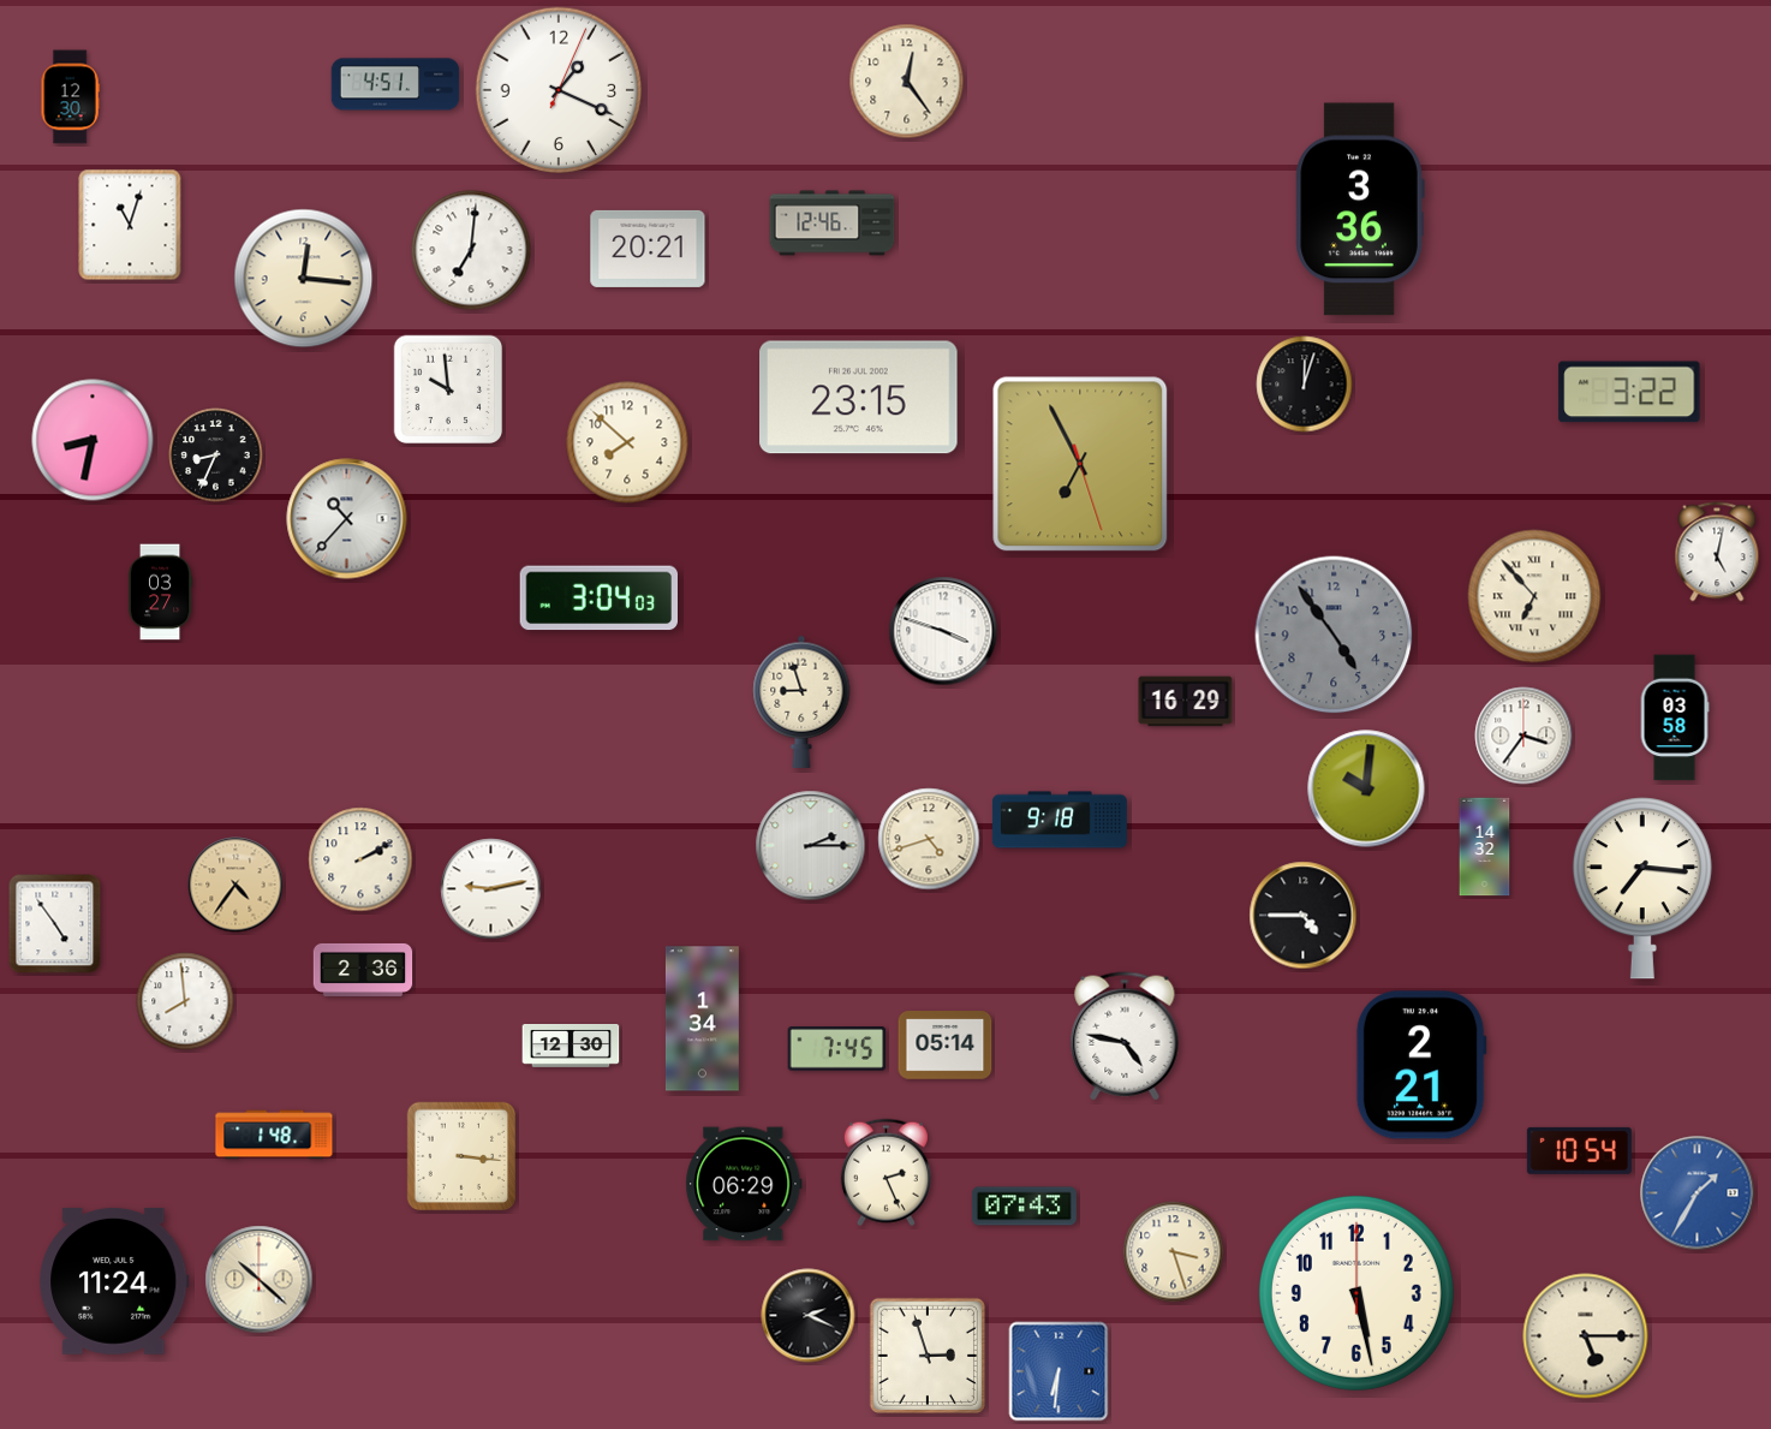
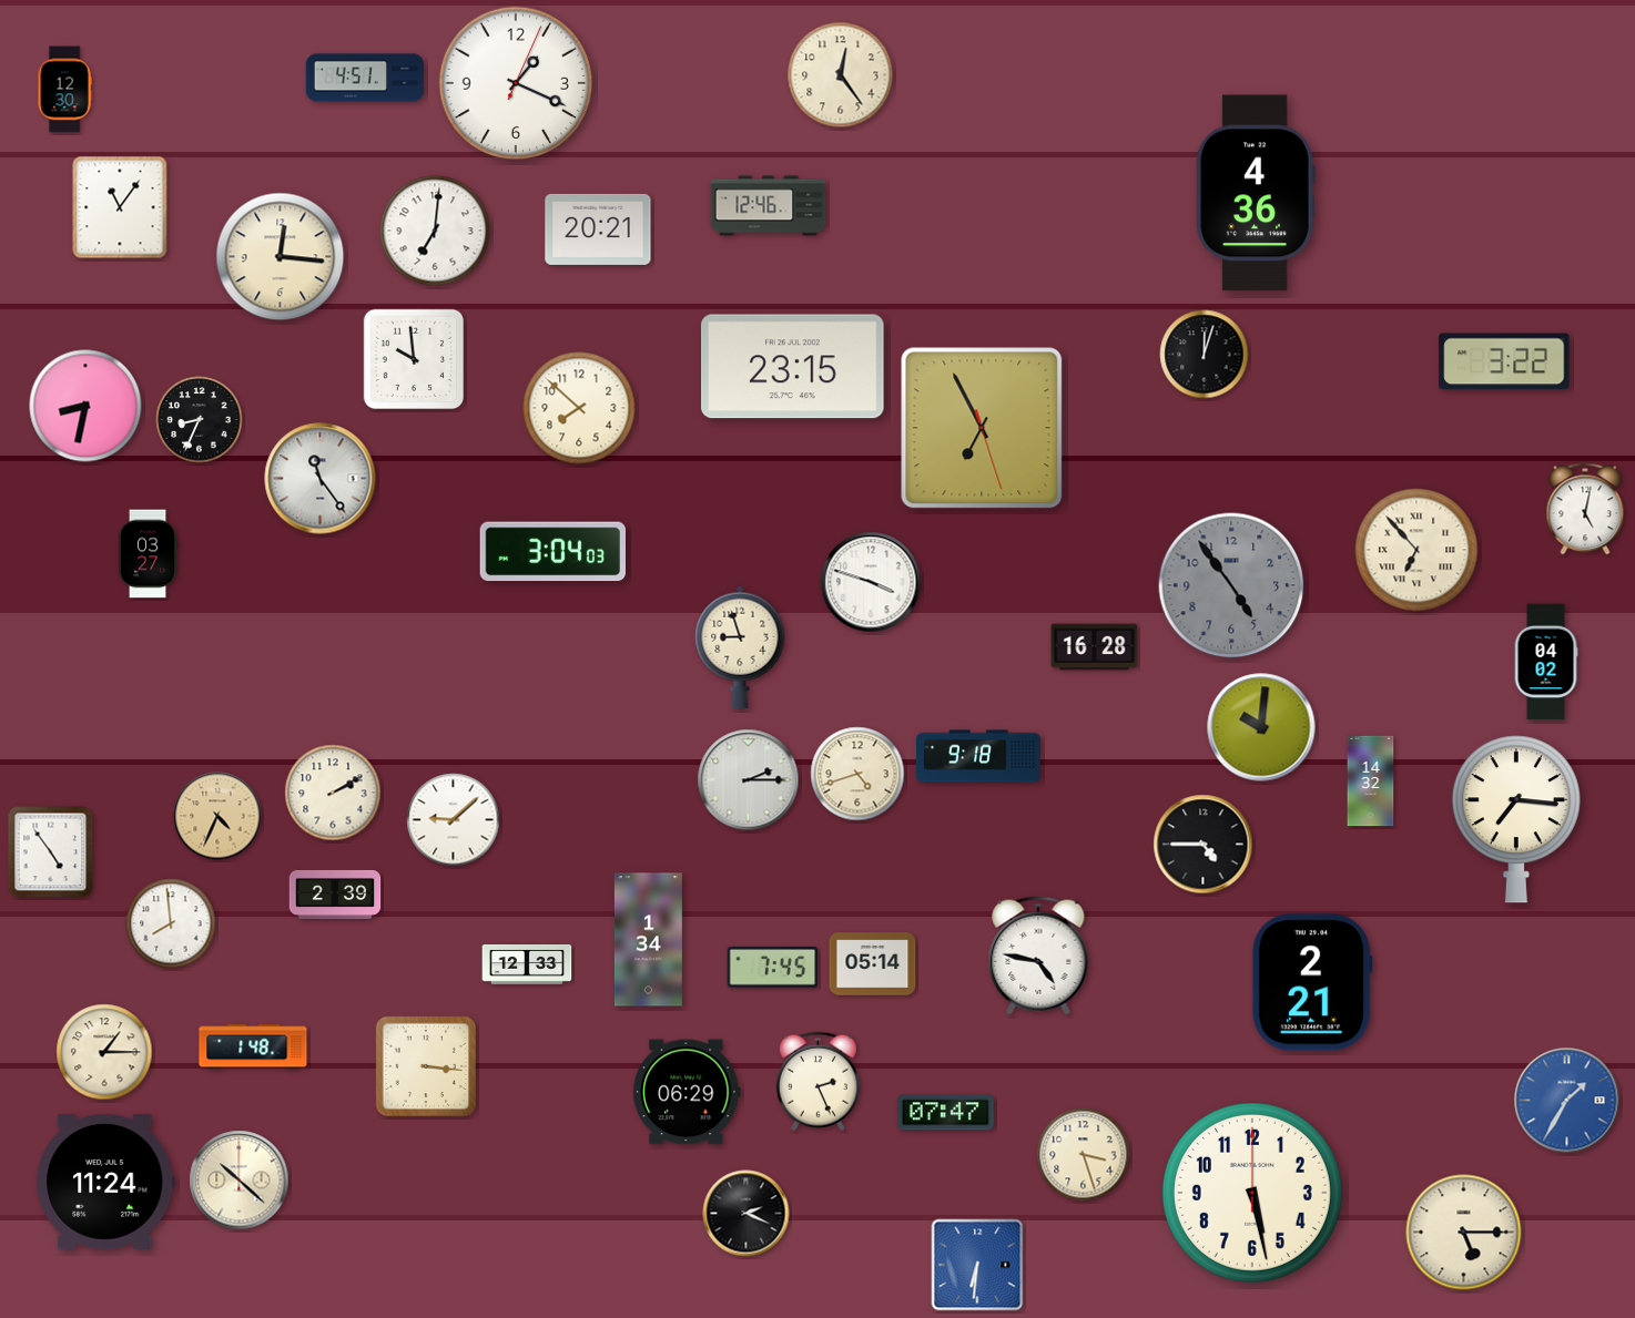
clock at (907, 82) position: (907, 82) -> (841, 75)
clock at (1360, 209): 3:36 -> 4:36
clock at (130, 225): 11:03 -> 11:06
clock at (1080, 464) position: (1080, 464) -> (982, 428)
clock at (347, 519): 10:37 -> 11:24
clock at (160, 593) position: (160, 593) -> (148, 554)
clock at (1186, 702): 16:29 -> 16:28
clock at (1675, 718): 03:58 -> 04:02
clock at (1523, 736): 3:36 -> none
clock at (235, 885): 4:36 -> 4:34
clock at (491, 889): 9:13 -> 9:08
clock at (363, 970): 2:36 -> 2:39
clock at (571, 1047): 12:30 -> 12:33
clock at (104, 1052): none -> 1:15
clock at (1579, 1150): 10:54 -> none
clock at (1024, 1207): 07:43 -> 07:47
clock at (926, 1354): 2:57 -> none
